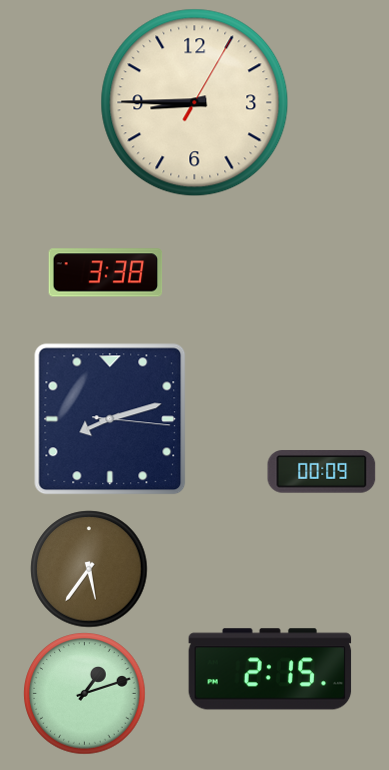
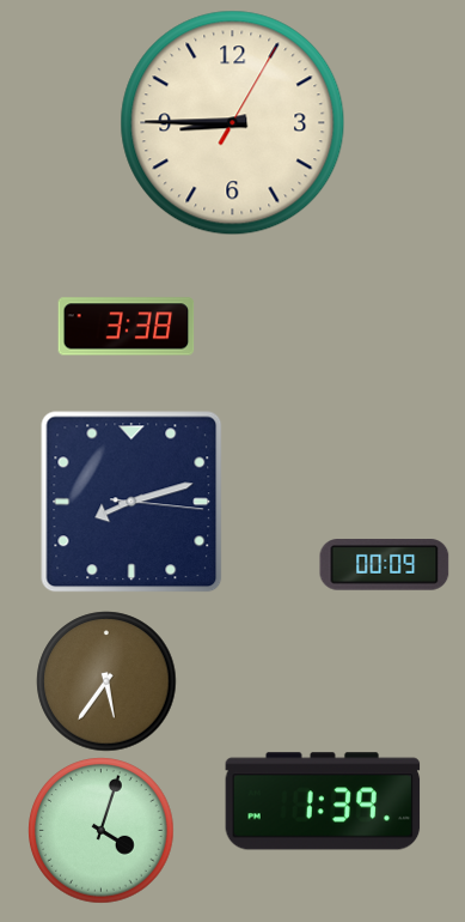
clock at (270, 669): 2:15 -> 1:39
clock at (85, 694): 1:12 -> 4:03
